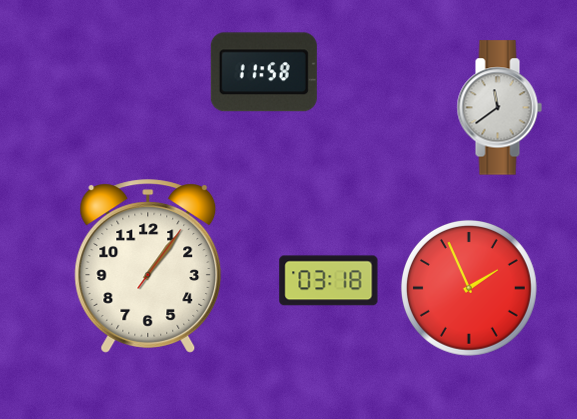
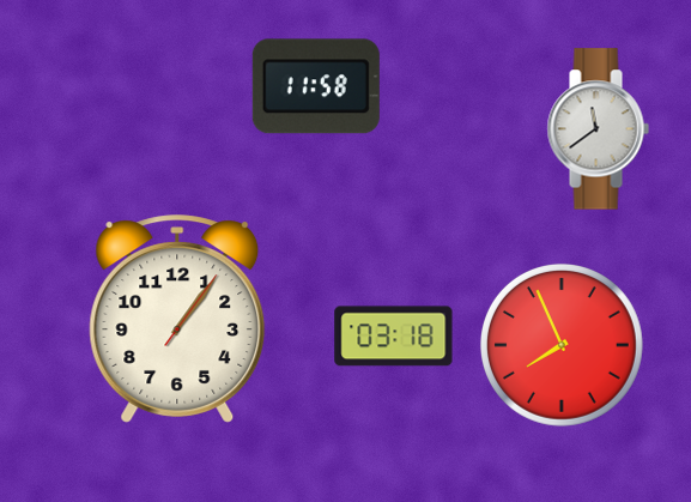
clock at (469, 288): 1:56 -> 7:56
